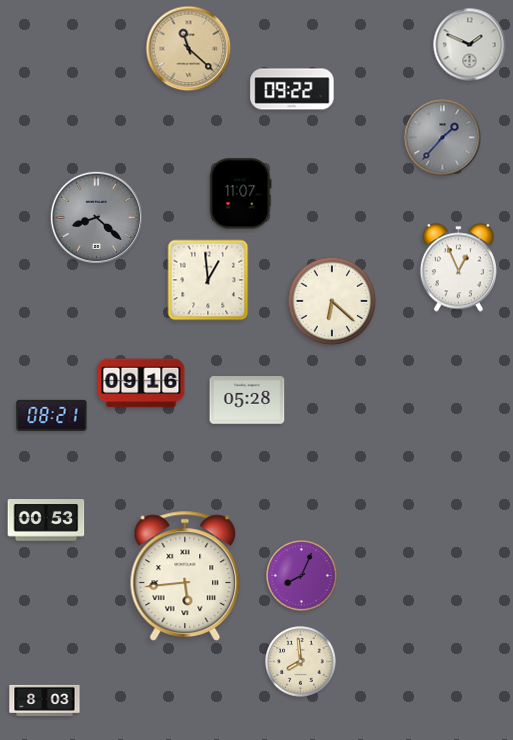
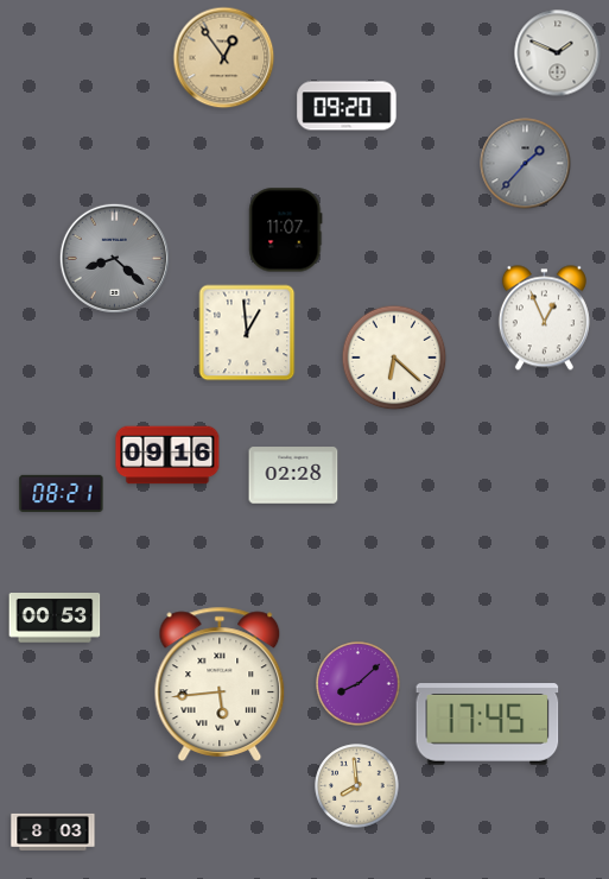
clock at (189, 49): 11:22 -> 12:54
clock at (292, 89): 09:22 -> 09:20
clock at (247, 400): 05:28 -> 02:28
clock at (302, 576): 8:04 -> 8:08
clock at (488, 725): none -> 17:45
